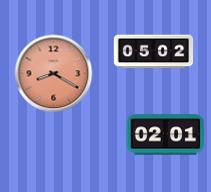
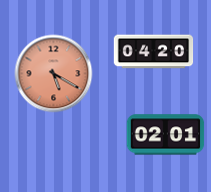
clock at (153, 52): 05:02 -> 04:20
clock at (53, 73): 8:20 -> 5:20
